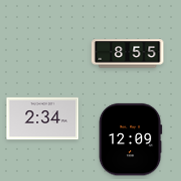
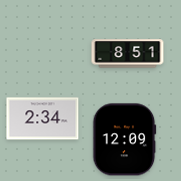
clock at (128, 54): 8:55 -> 8:51
clock at (130, 140) position: (130, 140) -> (124, 140)
